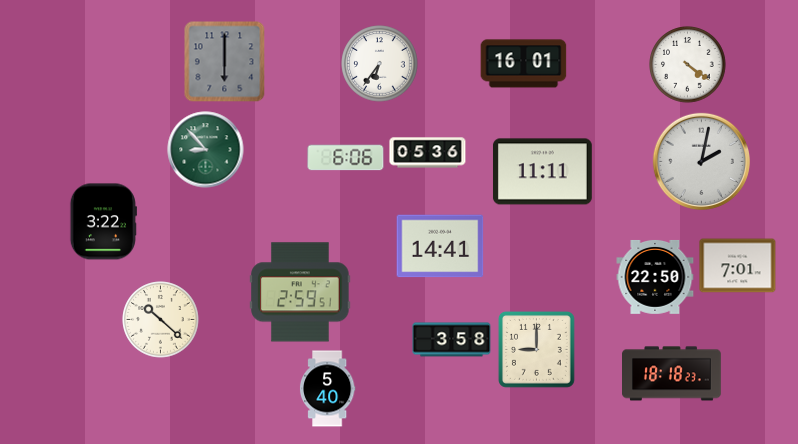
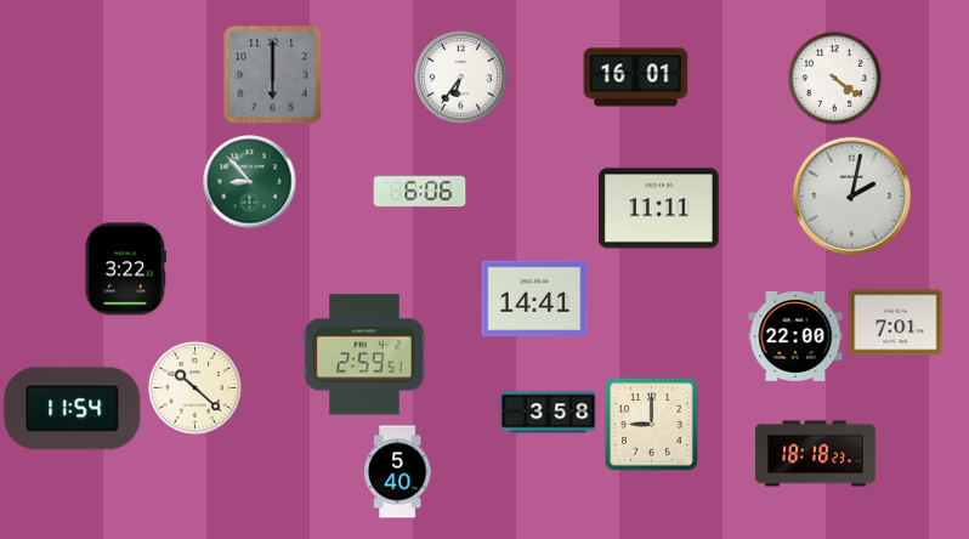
clock at (428, 153): 05:36 -> none
clock at (655, 277): 22:50 -> 22:00
clock at (73, 409): none -> 11:54
